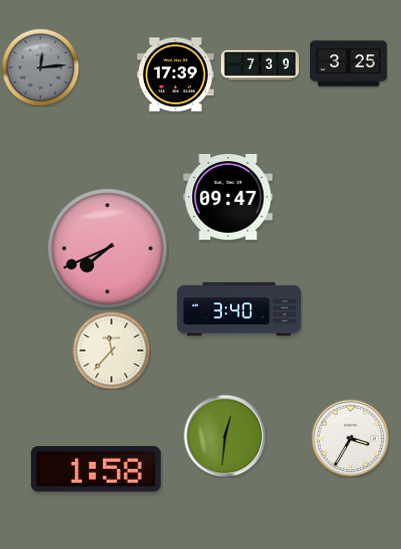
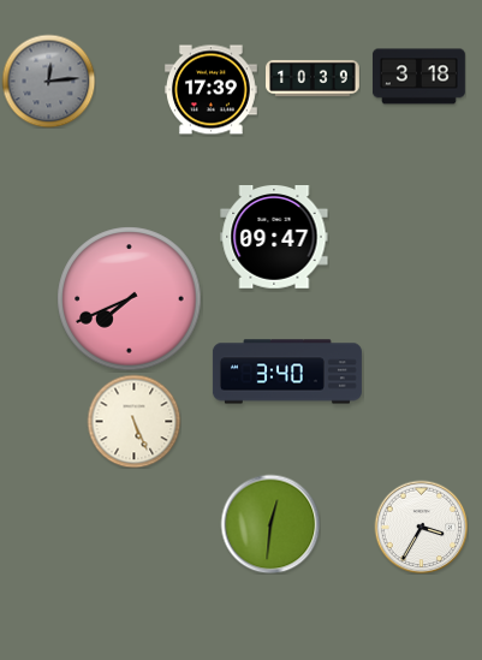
clock at (348, 64): 3:25 -> 3:18
clock at (261, 65): 7:39 -> 10:39
clock at (111, 350): 11:37 -> 5:26
clock at (96, 469): 1:58 -> none
